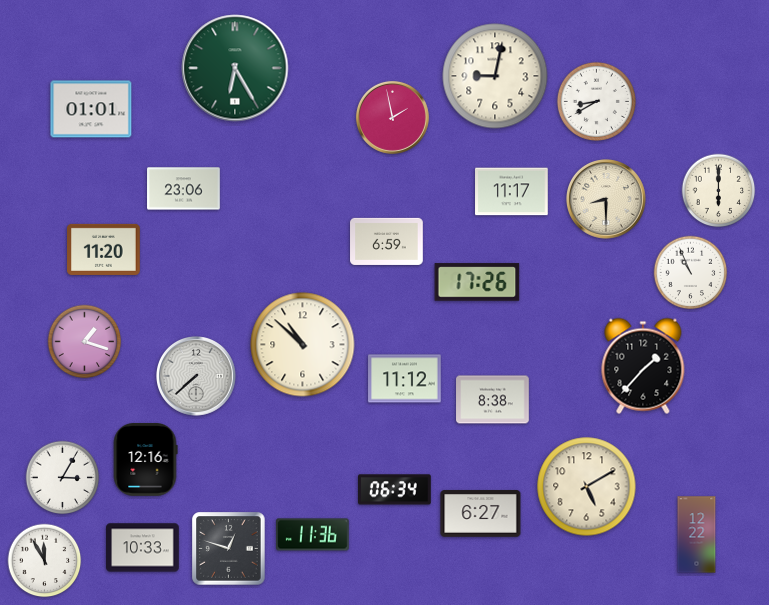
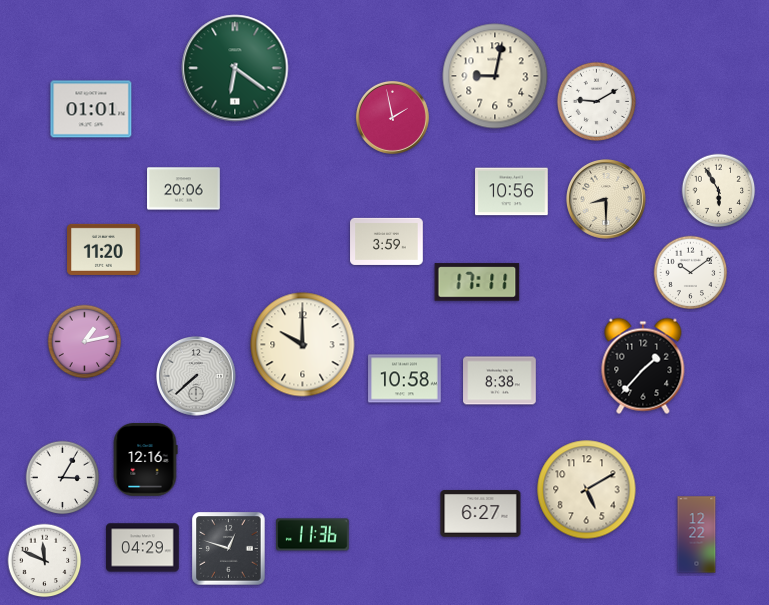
clock at (235, 68): 6:25 -> 6:21
clock at (596, 101): 8:40 -> 9:10
clock at (184, 189): 23:06 -> 20:06
clock at (719, 191): 6:00 -> 5:55
clock at (512, 192): 11:17 -> 10:56
clock at (387, 241): 6:59 -> 3:59
clock at (691, 273): 10:56 -> 10:09
clock at (477, 282): 17:26 -> 17:11
clock at (85, 342): 1:18 -> 1:13
clock at (303, 345): 10:52 -> 10:00
clock at (405, 379): 11:12 -> 10:58
clock at (493, 400) position: (493, 400) -> (500, 381)
clock at (587, 487) position: (587, 487) -> (587, 490)
clock at (395, 490): 06:34 -> none
clock at (143, 548): 10:33 -> 04:29
clock at (45, 561): 11:55 -> 11:49
